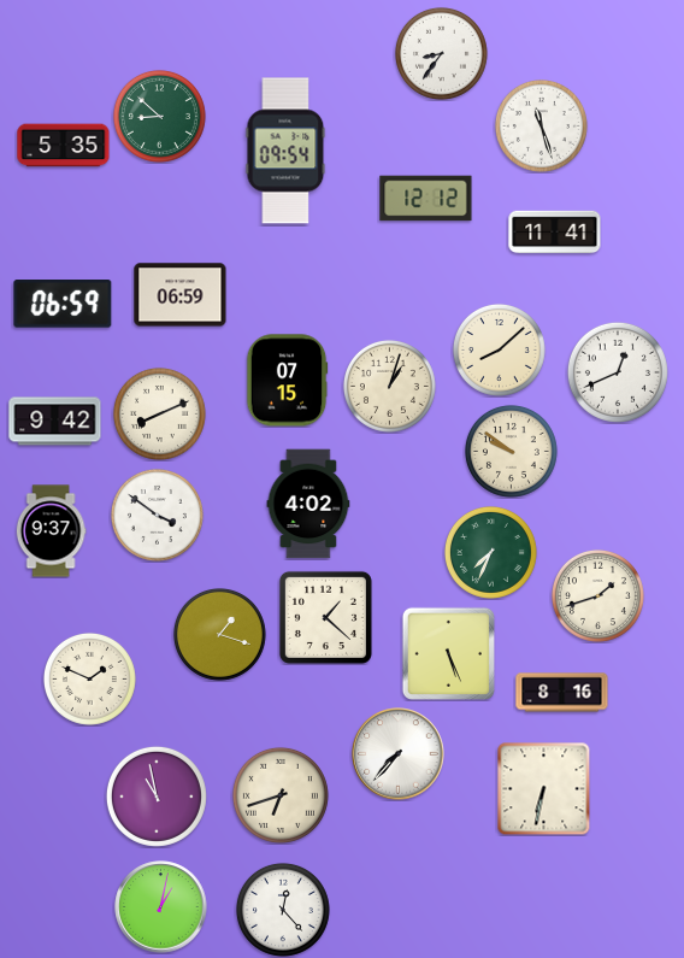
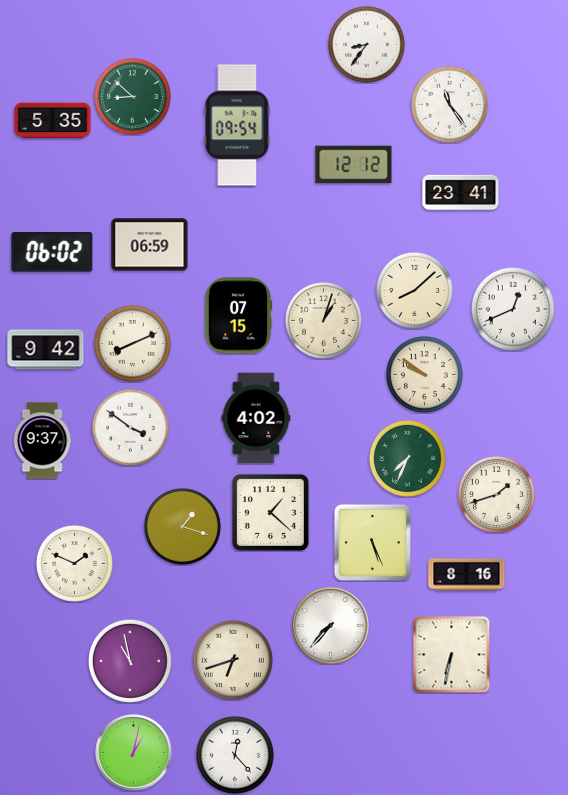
clock at (541, 125): 11:27 -> 11:24
clock at (555, 233): 11:41 -> 23:41
clock at (63, 305): 06:59 -> 06:02
